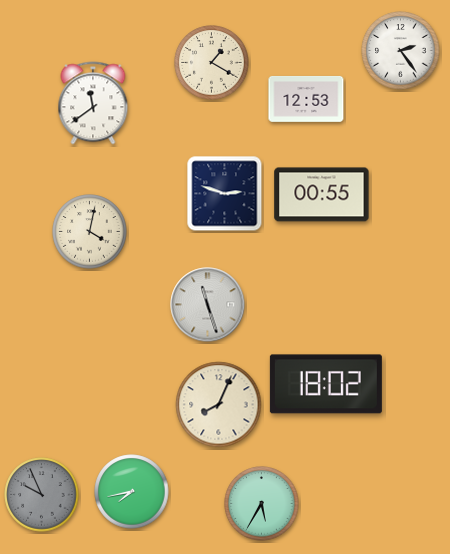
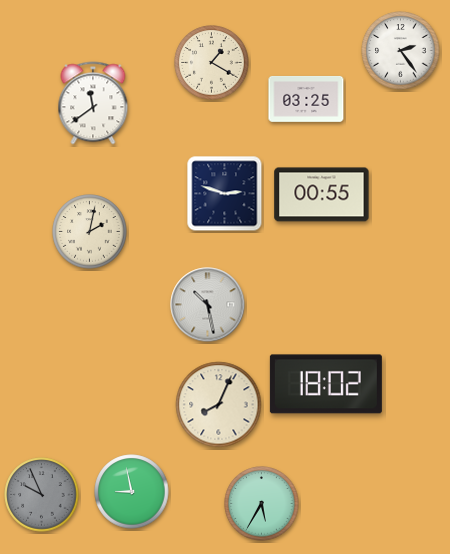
clock at (306, 99): 12:53 -> 03:25
clock at (90, 232): 4:02 -> 2:02
clock at (208, 305): 11:27 -> 10:28
clock at (132, 492): 7:43 -> 8:58
